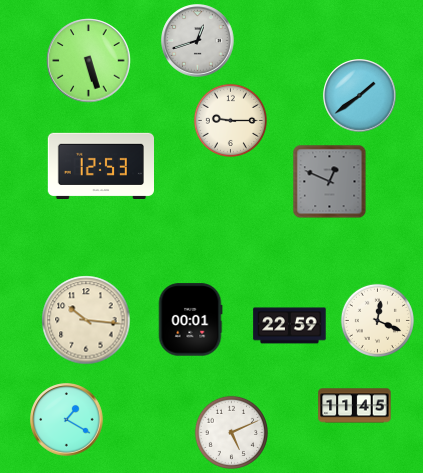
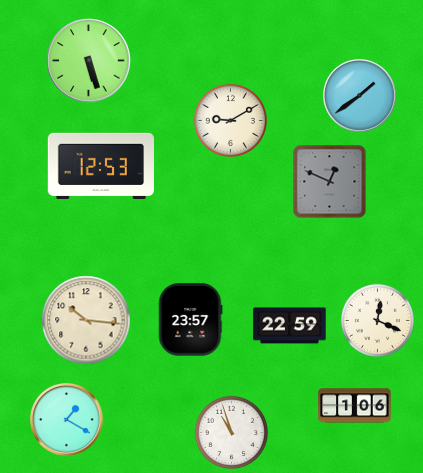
clock at (198, 41): 12:42 -> none
clock at (230, 120): 9:15 -> 9:10
clock at (190, 320): 00:01 -> 23:57
clock at (355, 406): 11:45 -> 1:06
clock at (231, 432): 5:11 -> 10:57
